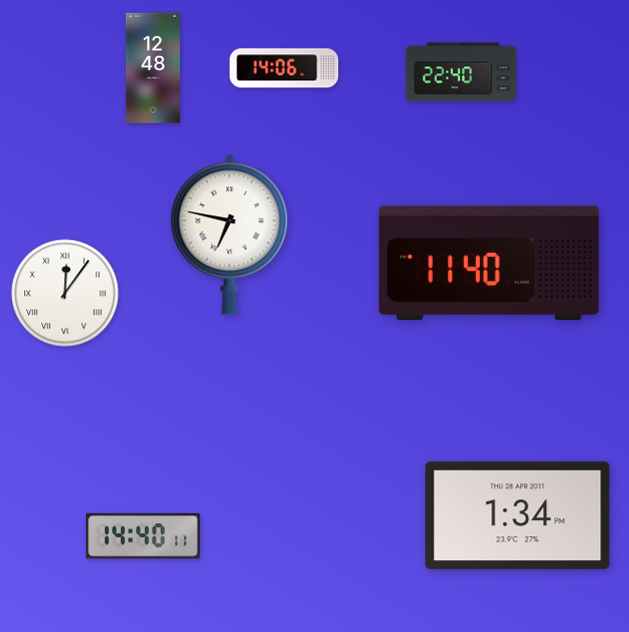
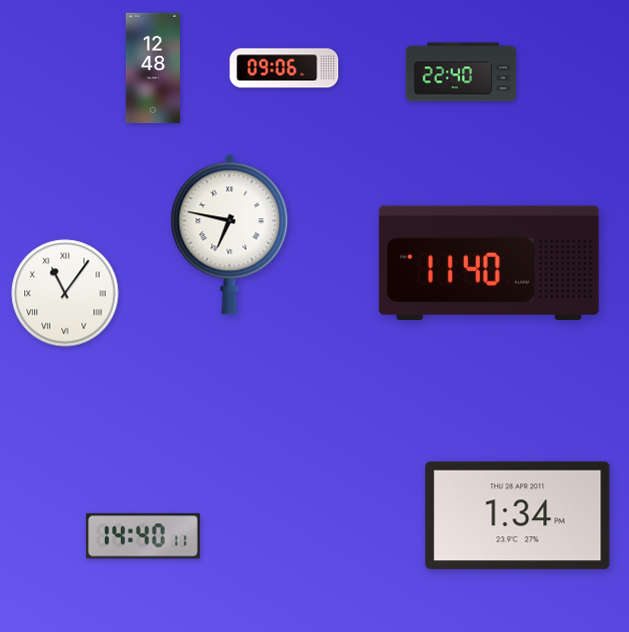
clock at (284, 68): 14:06 -> 09:06
clock at (65, 293): 12:06 -> 11:06
